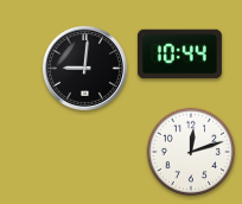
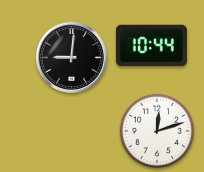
clock at (191, 152) position: (191, 152) -> (157, 131)
